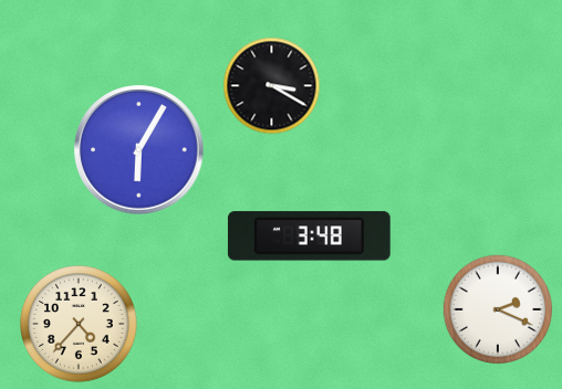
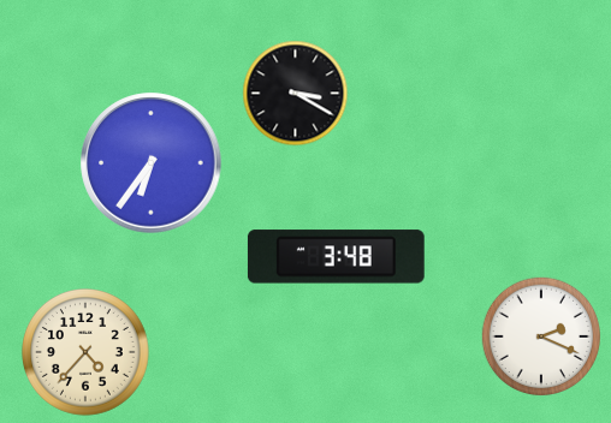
clock at (139, 150): 6:05 -> 6:36
